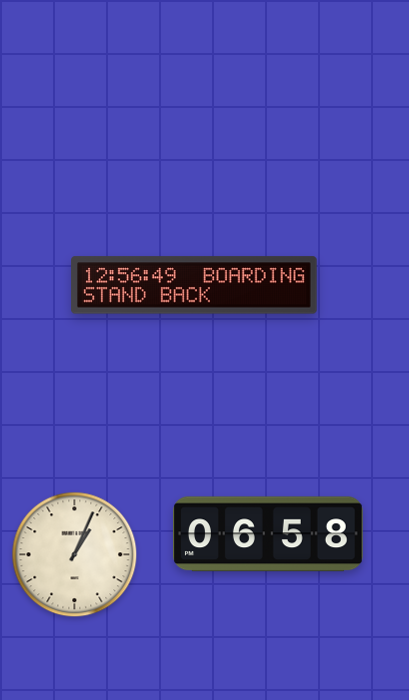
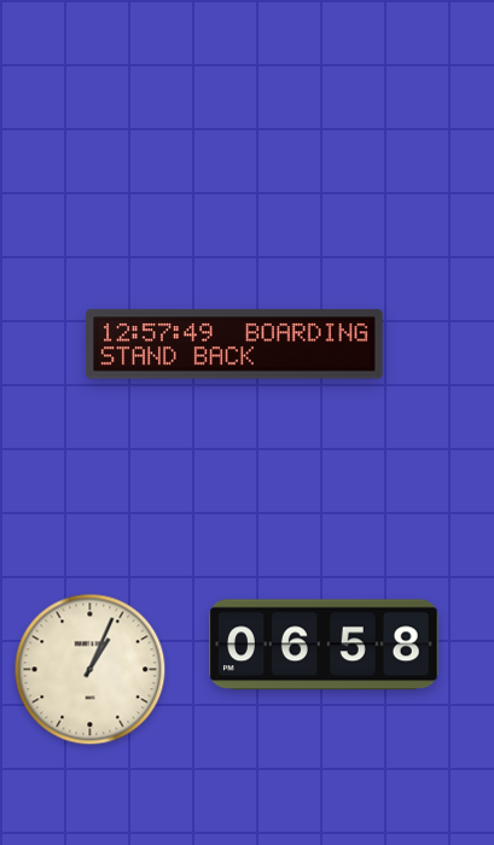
clock at (194, 285): 12:56 -> 12:57
